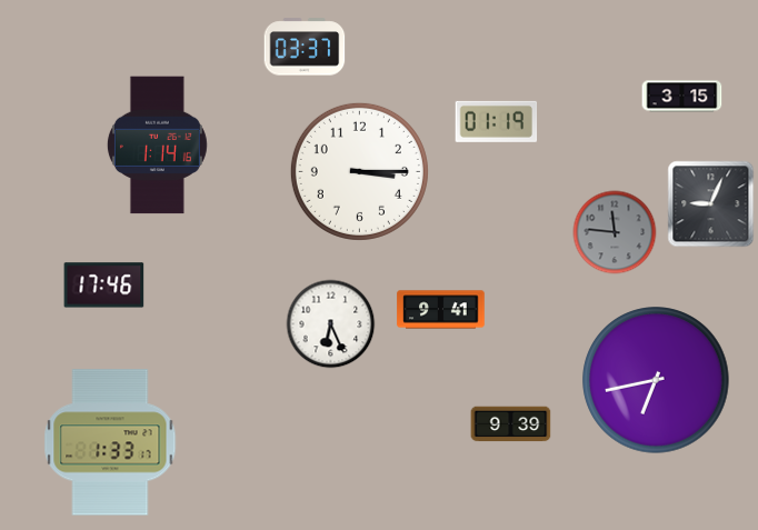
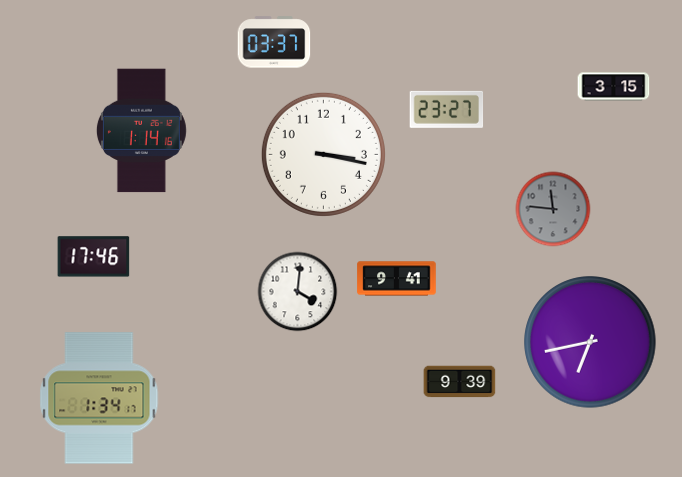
clock at (497, 121): 01:19 -> 23:27
clock at (359, 171): 3:15 -> 3:17
clock at (711, 204): 9:04 -> none
clock at (331, 324): 6:26 -> 4:01
clock at (110, 442): 1:33 -> 1:34
